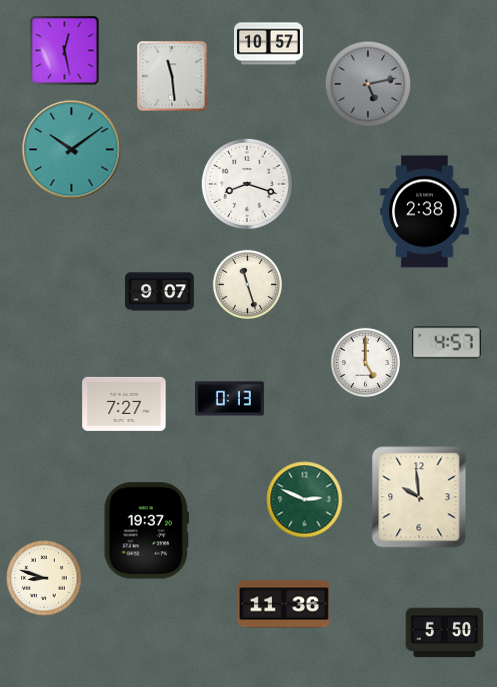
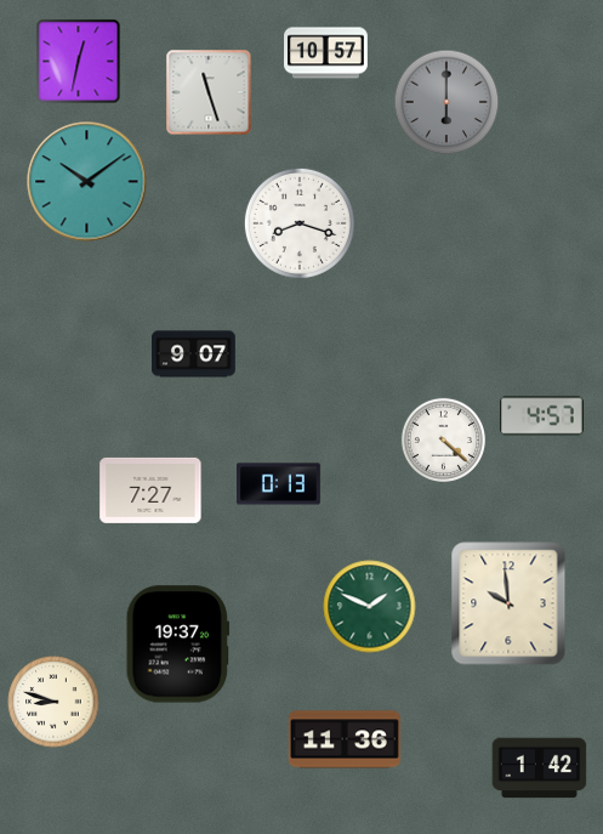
clock at (65, 51): 12:28 -> 12:32
clock at (172, 76): 11:29 -> 11:27
clock at (368, 84): 5:13 -> 6:00
clock at (425, 212): 2:38 -> none
clock at (247, 284): 11:27 -> none
clock at (365, 362): 5:00 -> 4:22
clock at (305, 500): 2:49 -> 1:49
clock at (284, 604) position: (284, 604) -> (345, 739)
clock at (445, 633): 5:50 -> 1:42
